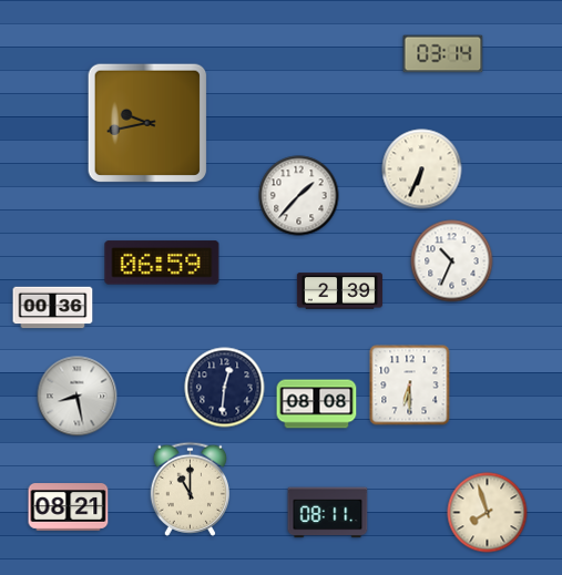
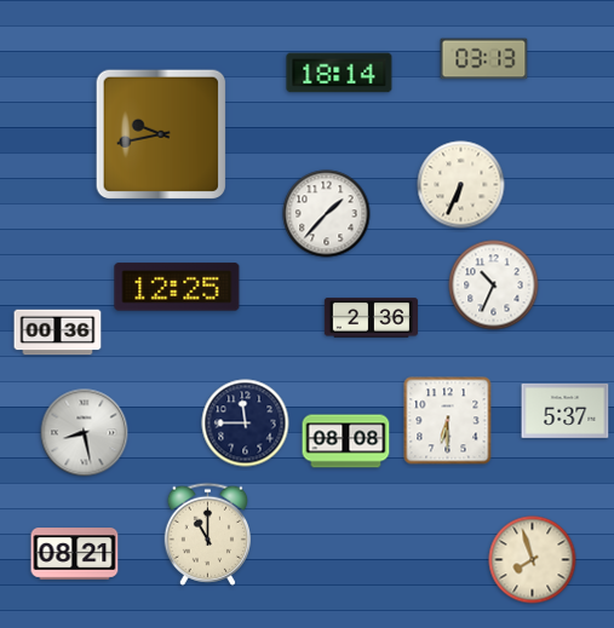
clock at (443, 54): 03:14 -> 03:13
clock at (339, 73): none -> 18:14
clock at (162, 263): 06:59 -> 12:25
clock at (339, 291): 2:39 -> 2:36
clock at (53, 308) position: (53, 308) -> (58, 333)
clock at (566, 410): none -> 5:37
clock at (225, 388): 12:31 -> 11:45
clock at (328, 513): 08:11 -> none
